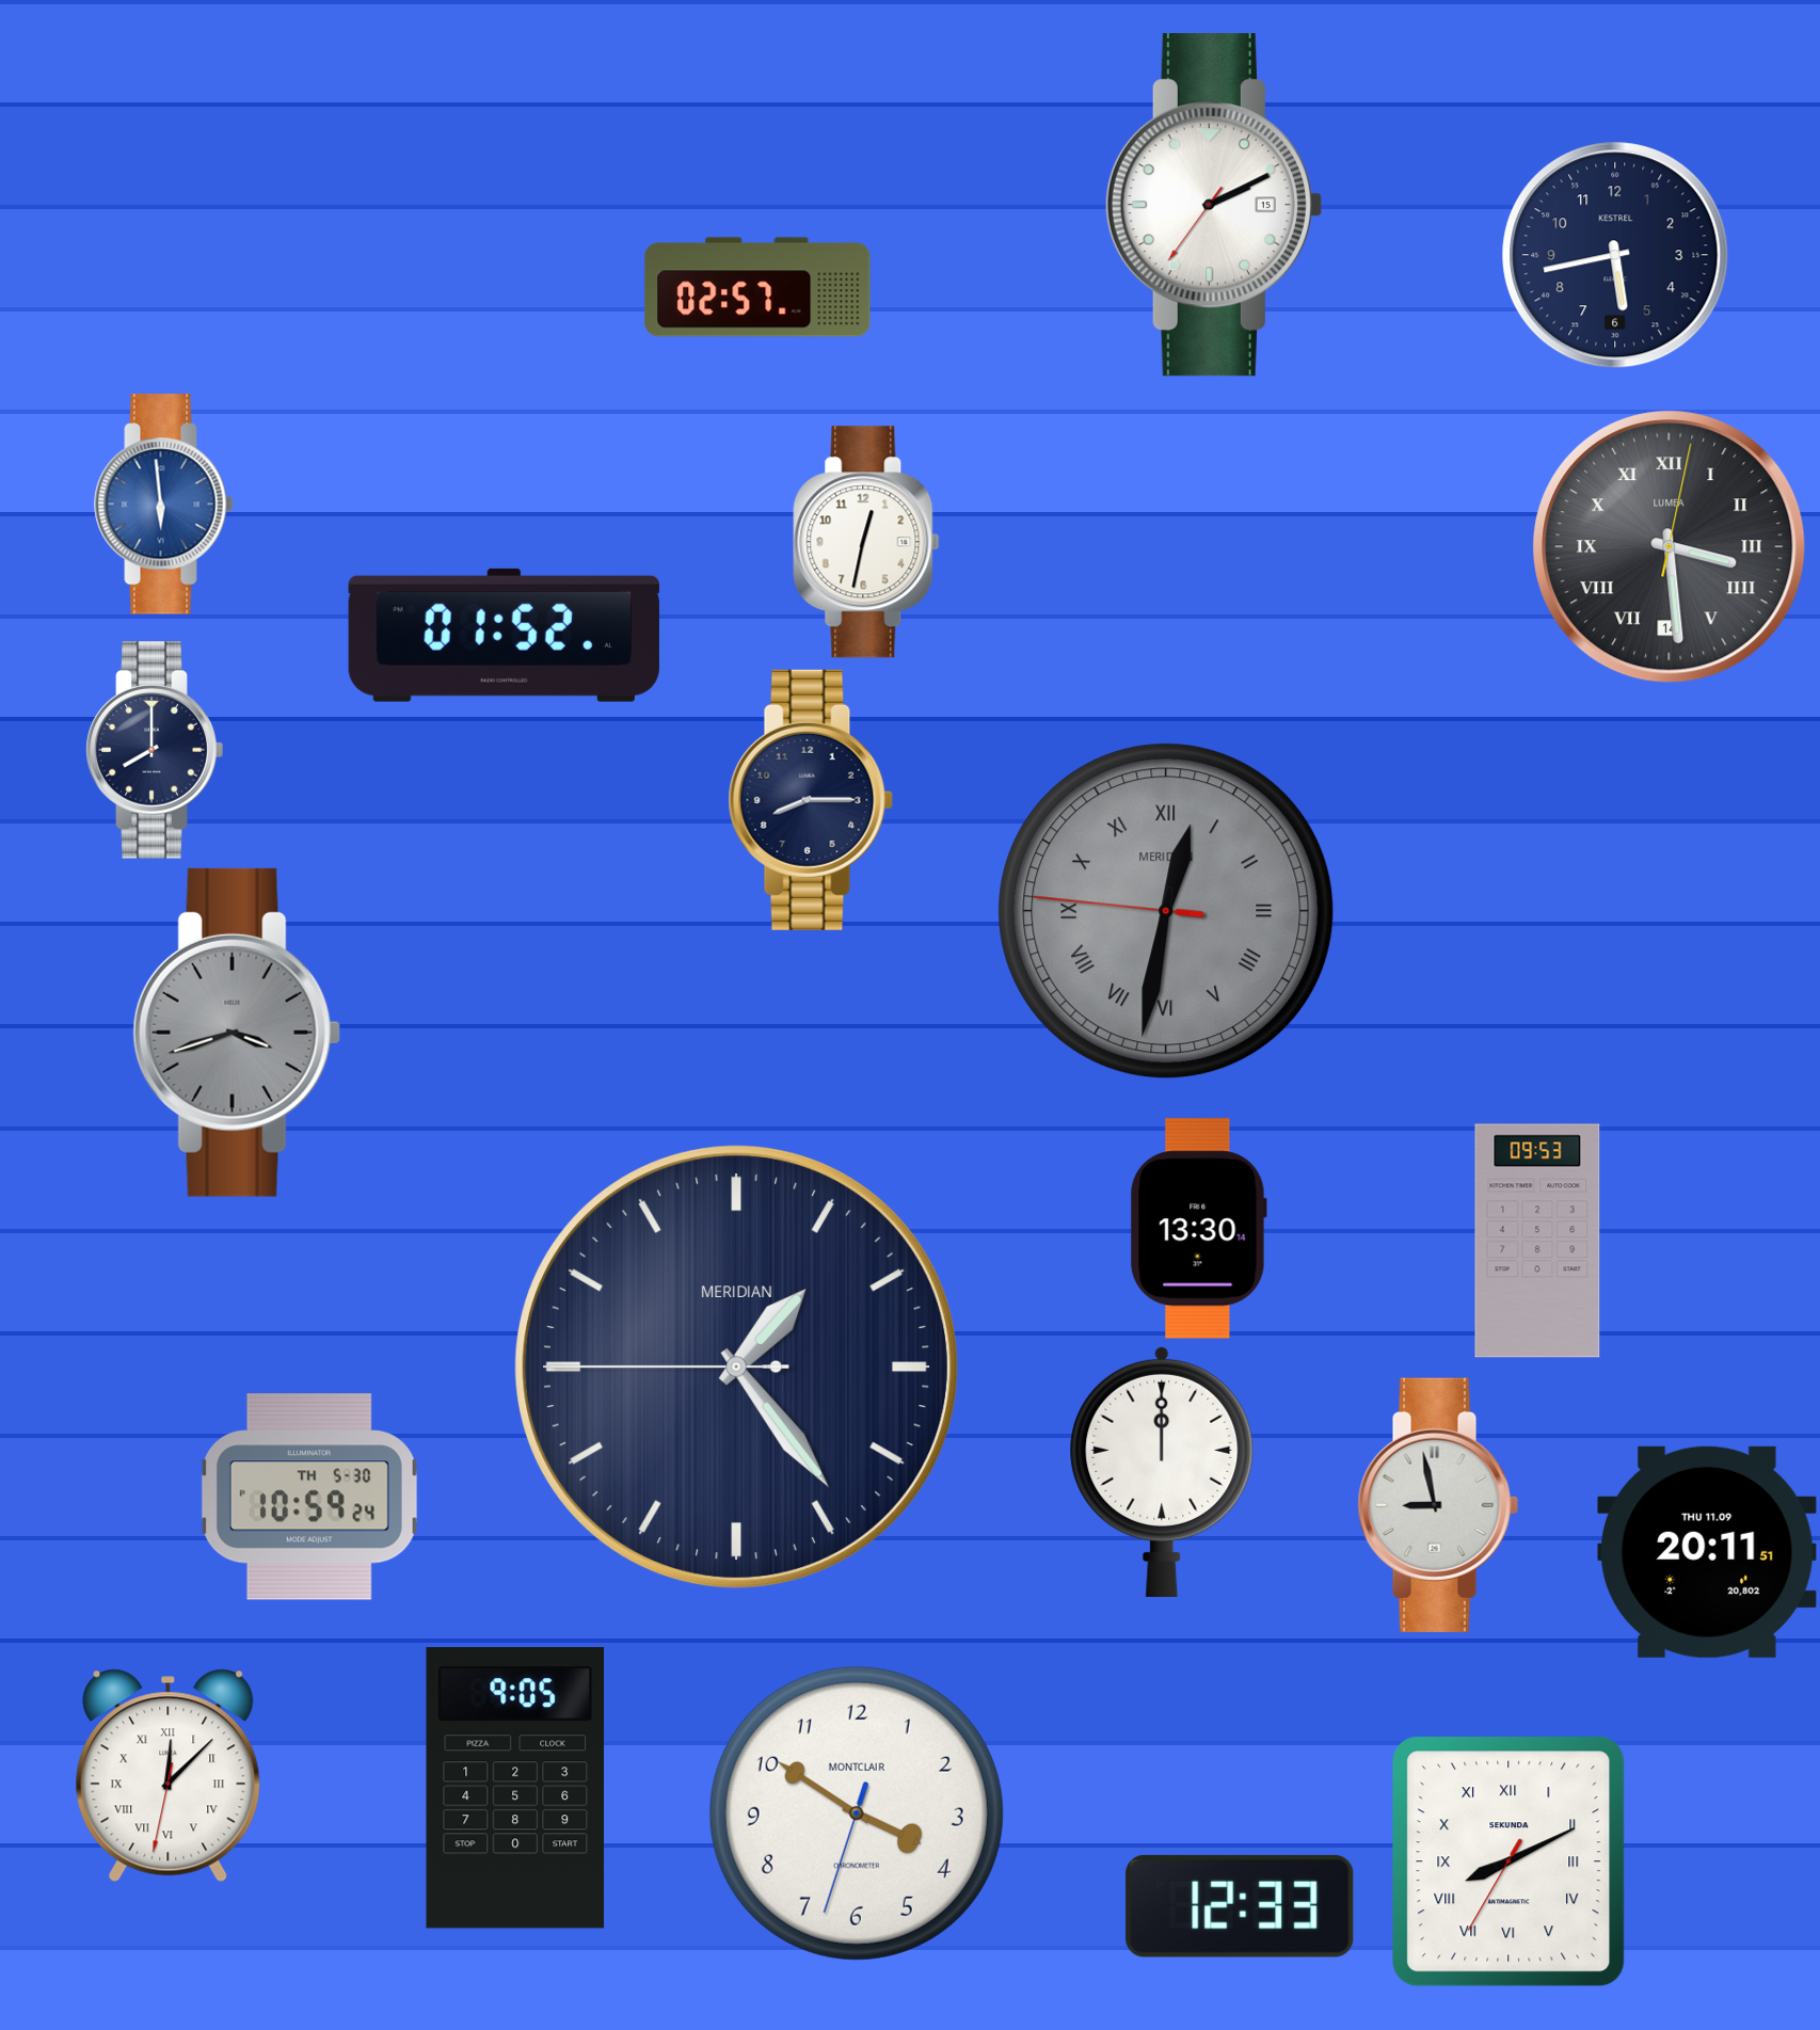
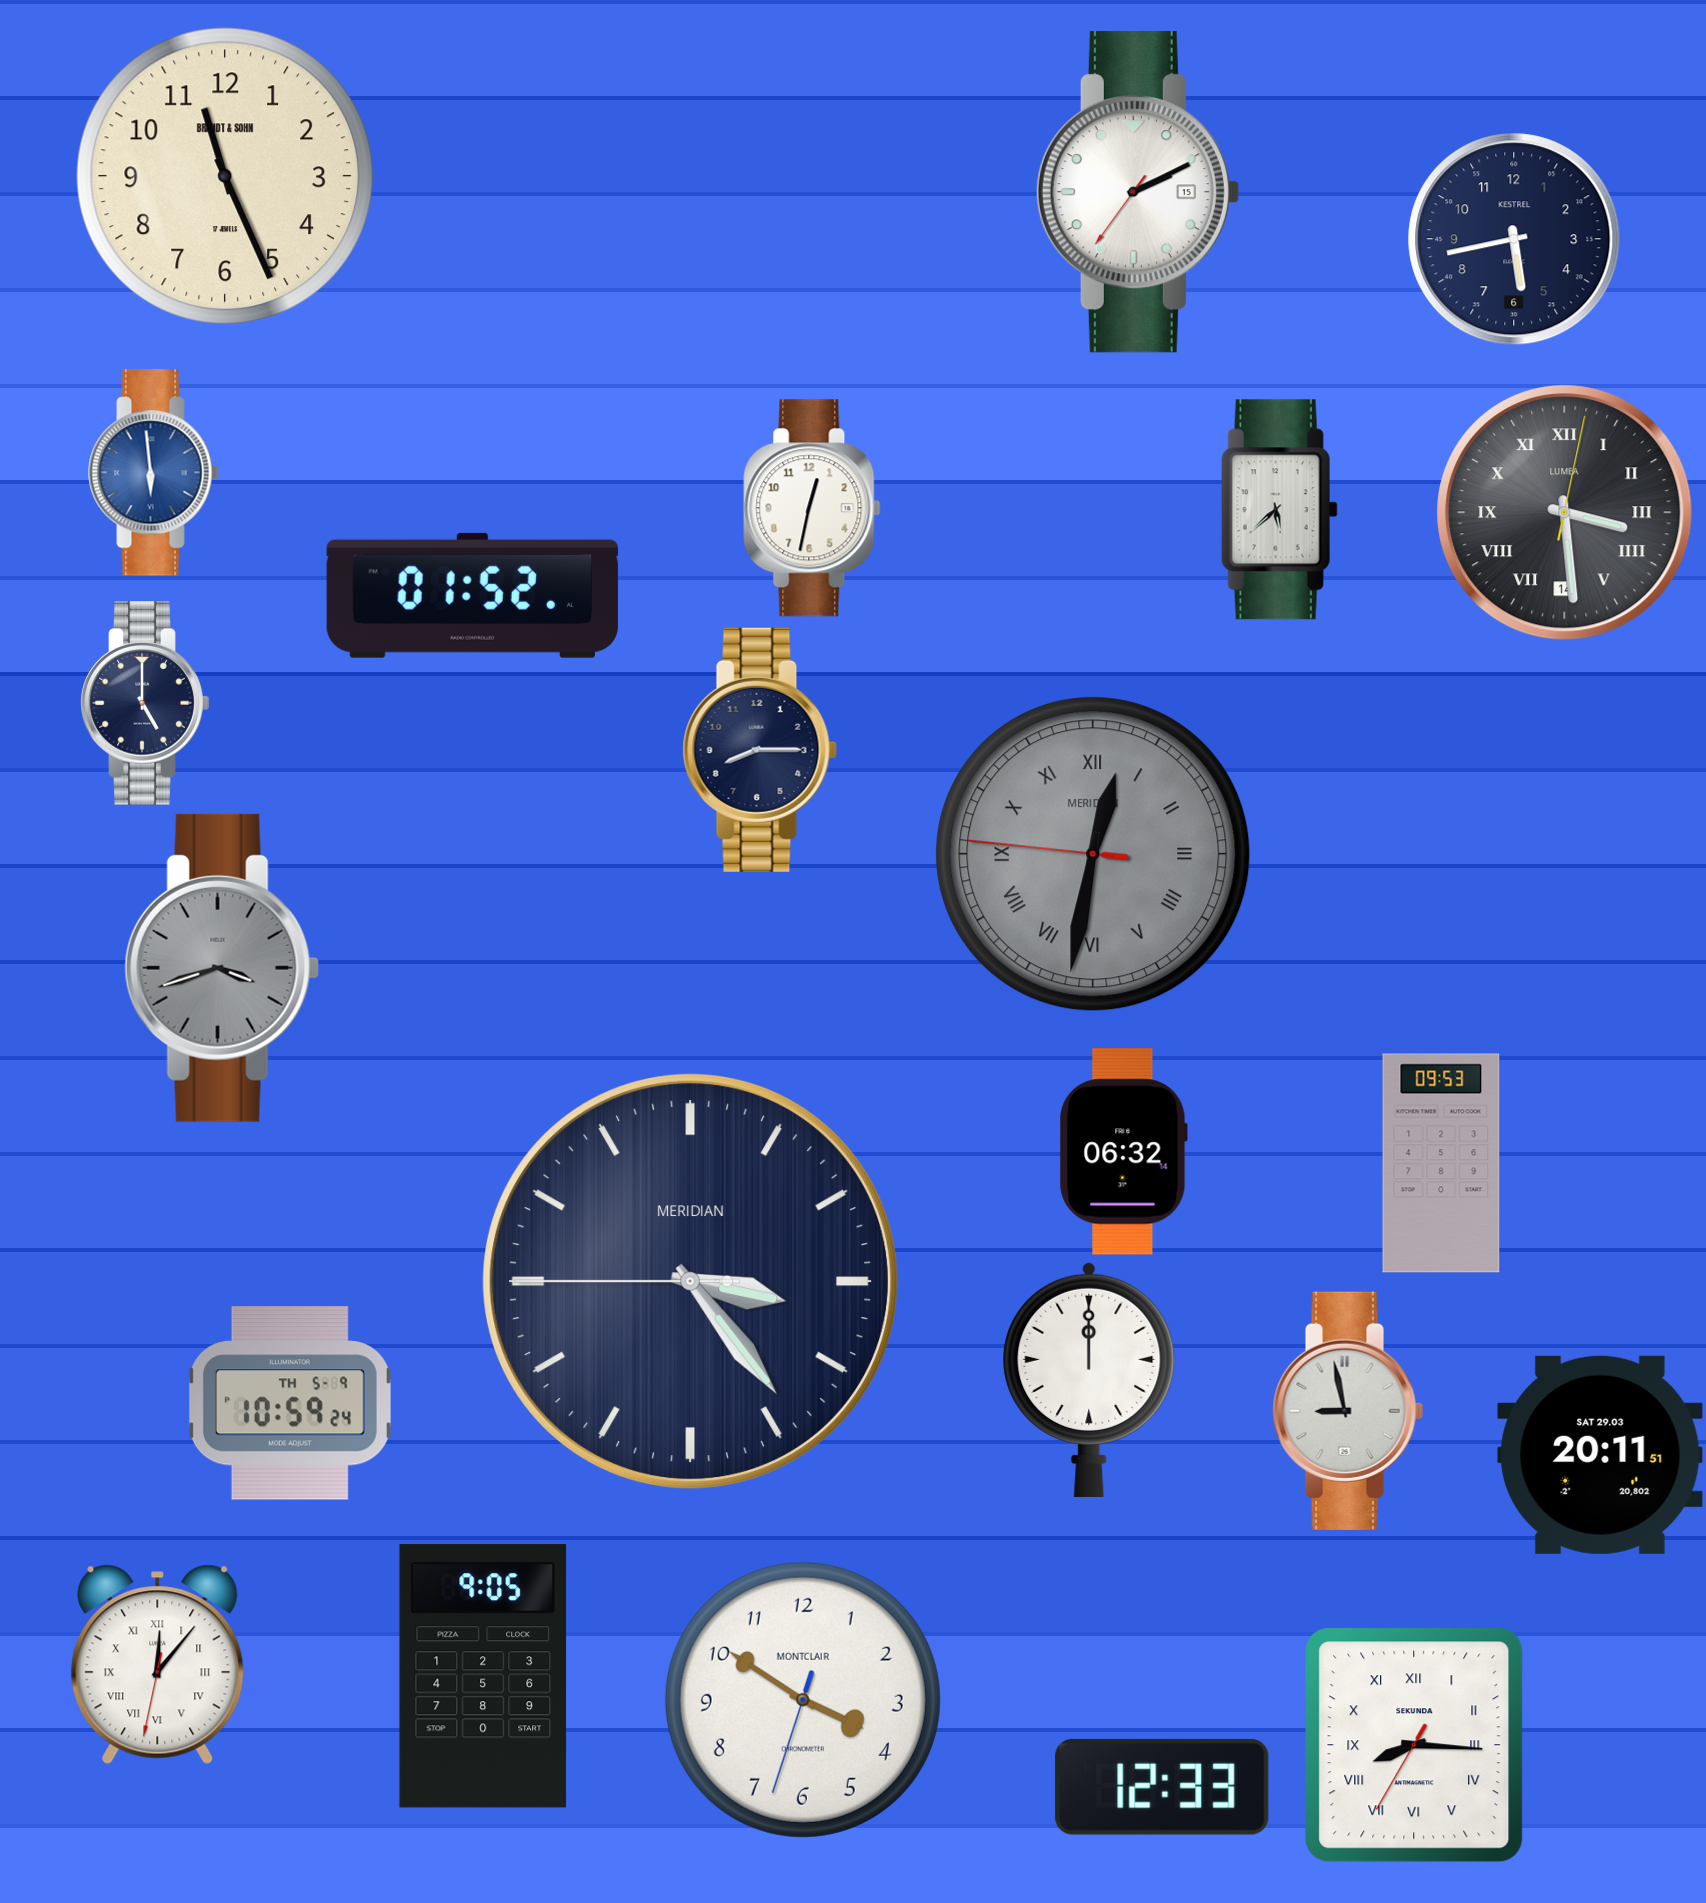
clock at (224, 175): none -> 11:26
clock at (757, 287): 02:57 -> none
clock at (1279, 510): none -> 5:38
clock at (155, 750): 8:00 -> 5:00
clock at (1198, 1229): 13:30 -> 06:32
clock at (737, 1368): 1:23 -> 3:23
clock at (309, 1497) date: TH 5-30 -> TH 5-9
clock at (1707, 1552) date: THU 11.09 -> SAT 29.03
clock at (169, 1776): 12:07 -> 12:06
clock at (1508, 1861): 8:10 -> 8:15
